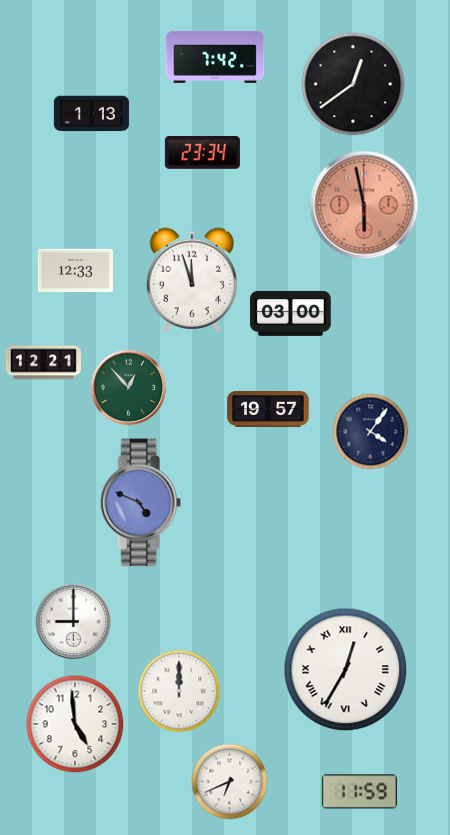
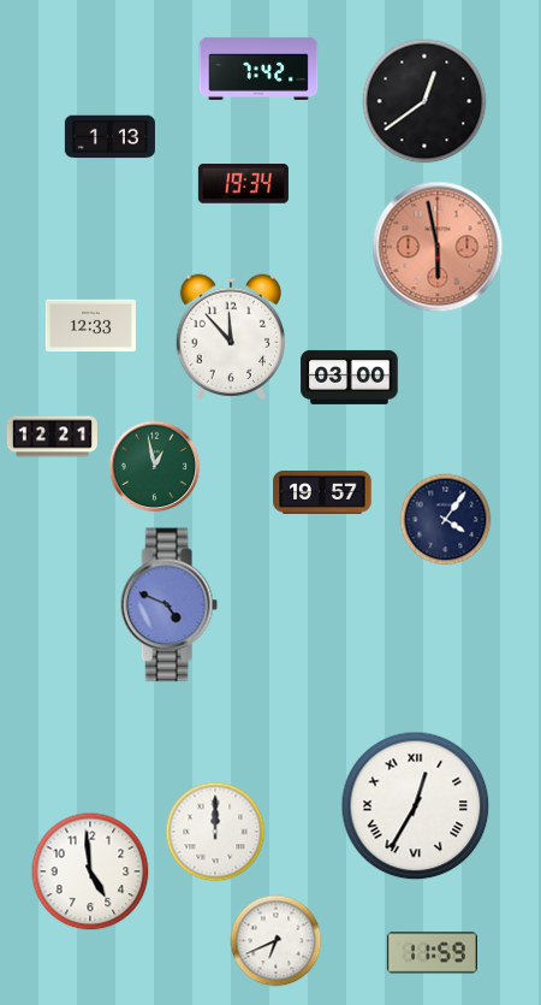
clock at (202, 153): 23:34 -> 19:34
clock at (192, 280): 11:57 -> 11:53
clock at (129, 388): 12:53 -> 12:58
clock at (74, 622): 9:00 -> none
